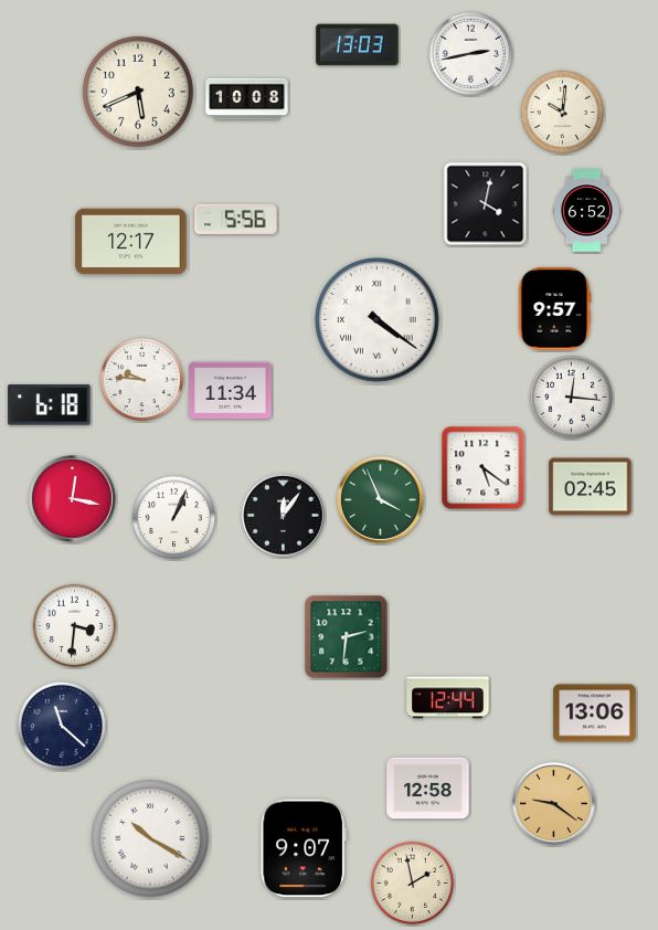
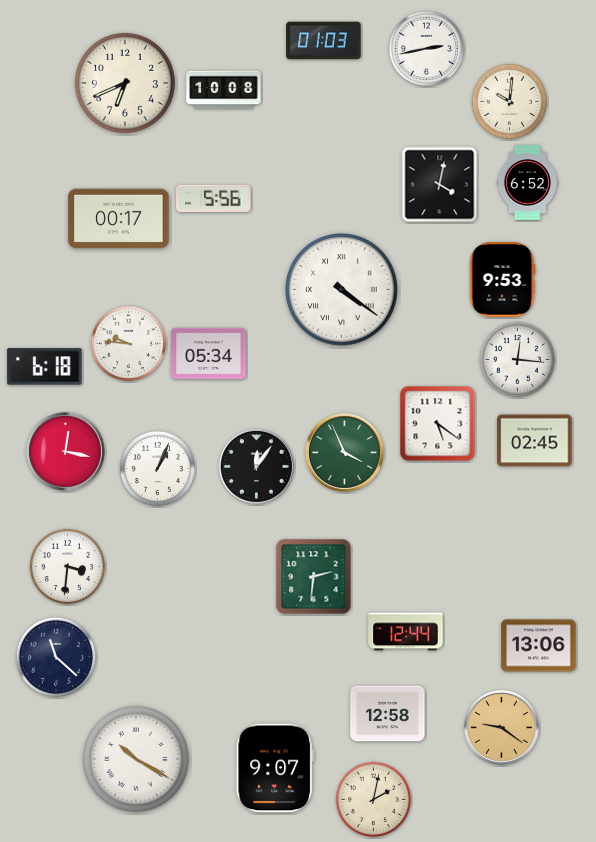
clock at (358, 45): 13:03 -> 01:03
clock at (138, 92): 5:41 -> 6:41
clock at (586, 211) position: (586, 211) -> (527, 183)
clock at (131, 242): 12:17 -> 00:17
clock at (554, 309): 9:57 -> 9:53
clock at (231, 390): 11:34 -> 05:34
clock at (412, 883): 1:58 -> 2:02
